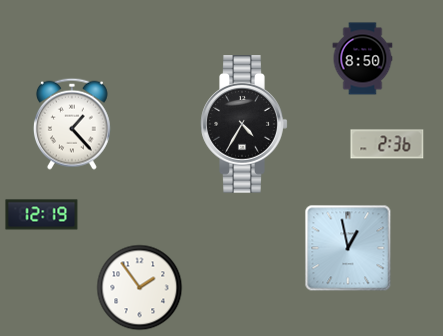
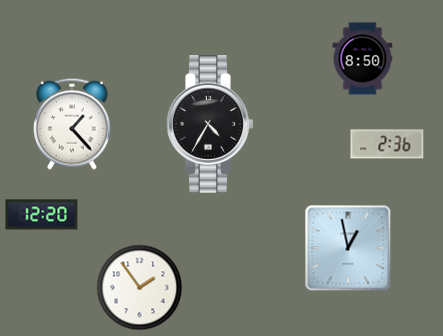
clock at (244, 124) position: (244, 124) -> (210, 124)
clock at (42, 215): 12:19 -> 12:20
